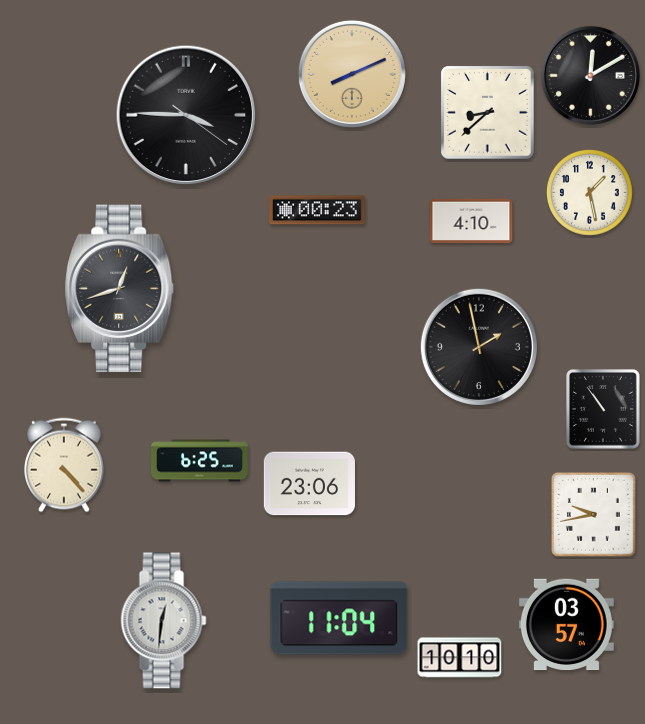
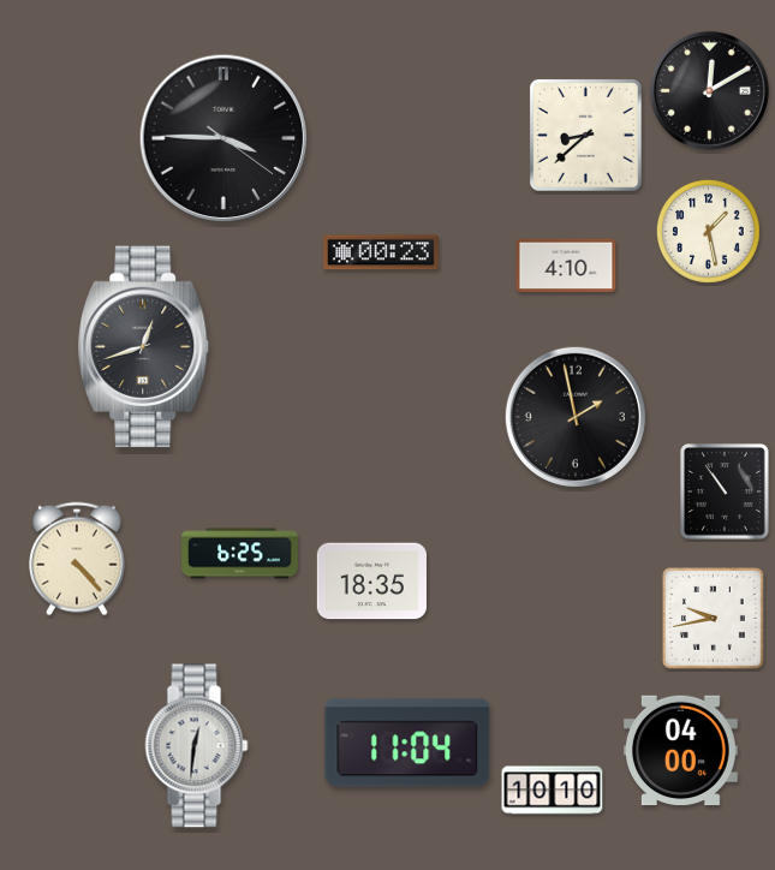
clock at (352, 74): 8:11 -> none
clock at (309, 484): 23:06 -> 18:35
clock at (566, 625): 03:57 -> 04:00
